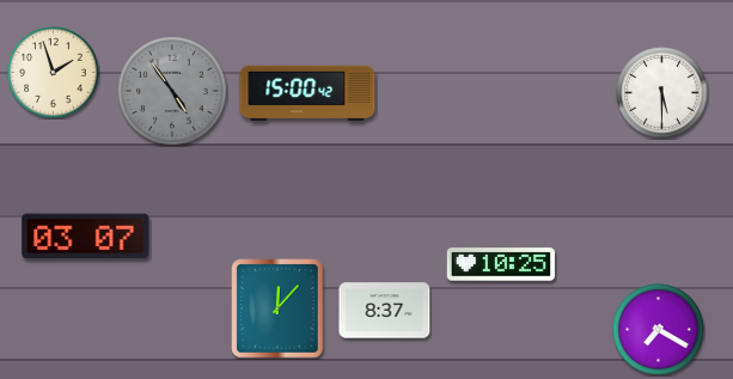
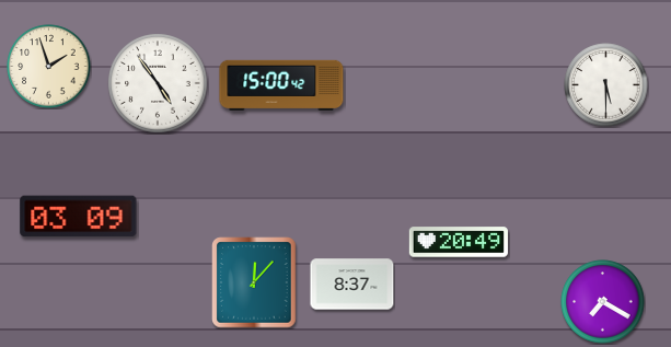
clock at (172, 91) dial: grey -> white
clock at (86, 237): 03:07 -> 03:09
clock at (501, 264): 10:25 -> 20:49
